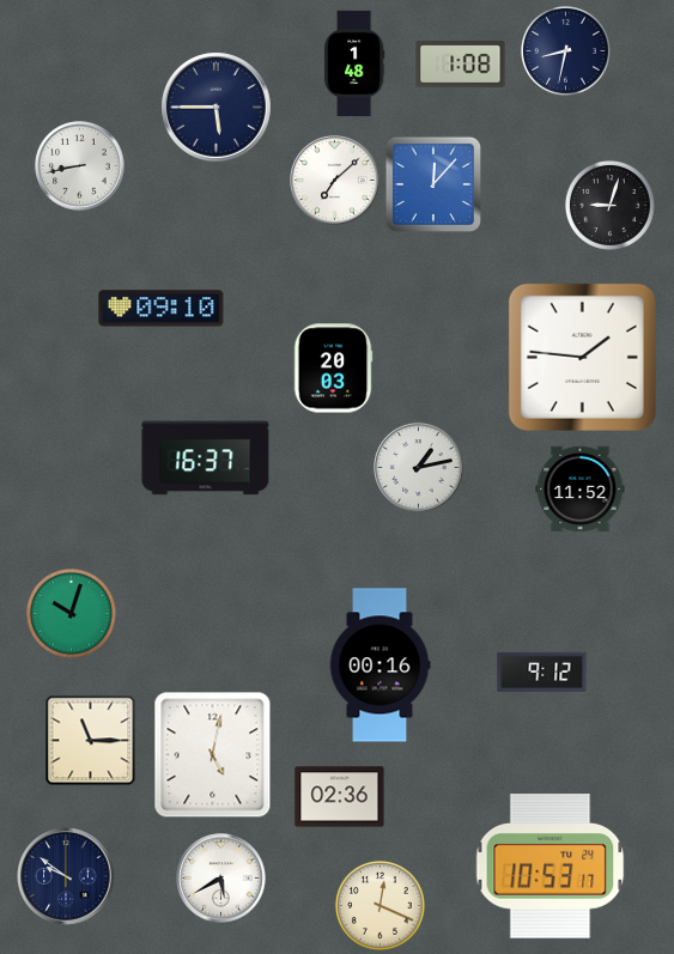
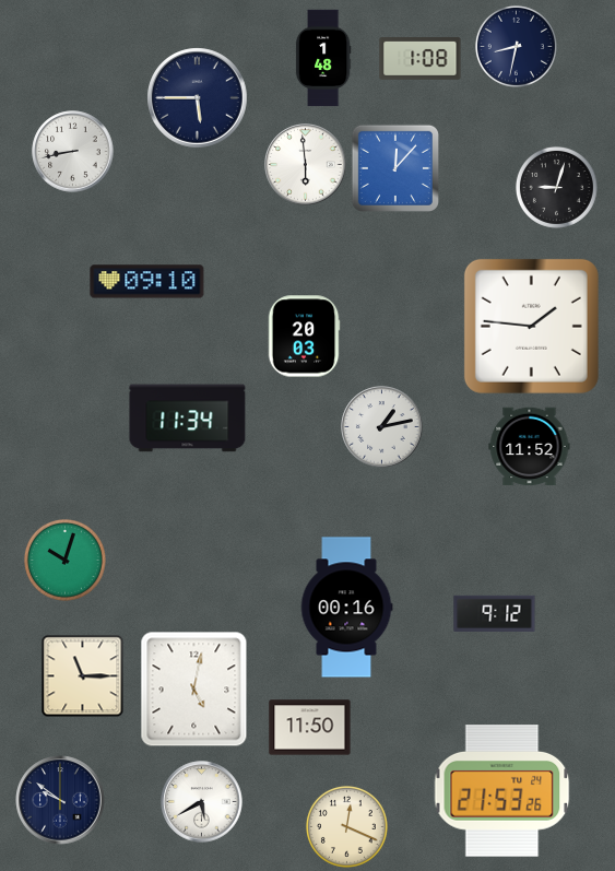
clock at (335, 181): 7:08 -> 5:59
clock at (206, 458): 16:37 -> 11:34
clock at (340, 797): 02:36 -> 11:50
clock at (551, 867): 10:53 -> 21:53
